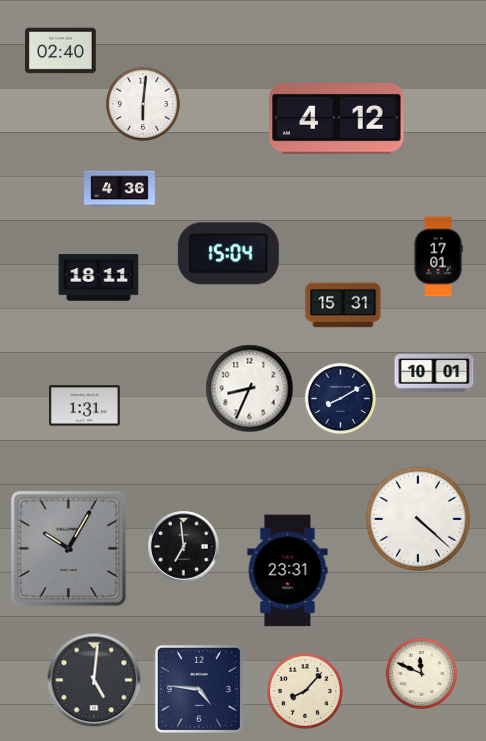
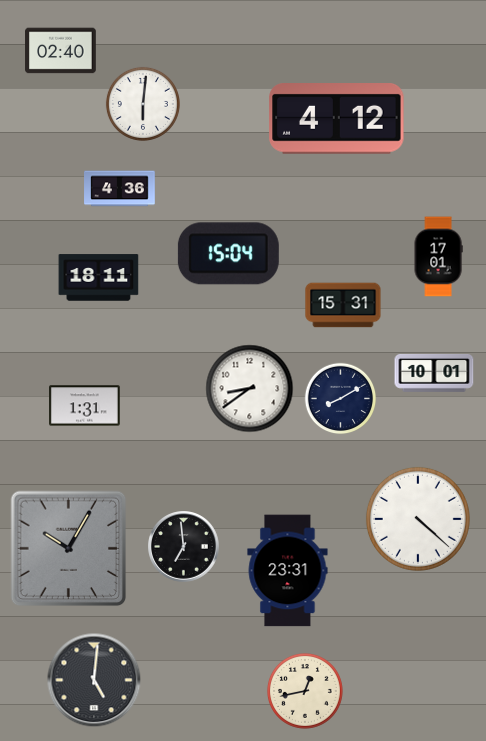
clock at (250, 389): 8:34 -> 8:39
clock at (422, 674): 11:49 -> none
clock at (199, 689): 4:46 -> none
clock at (305, 691): 8:07 -> 12:43
